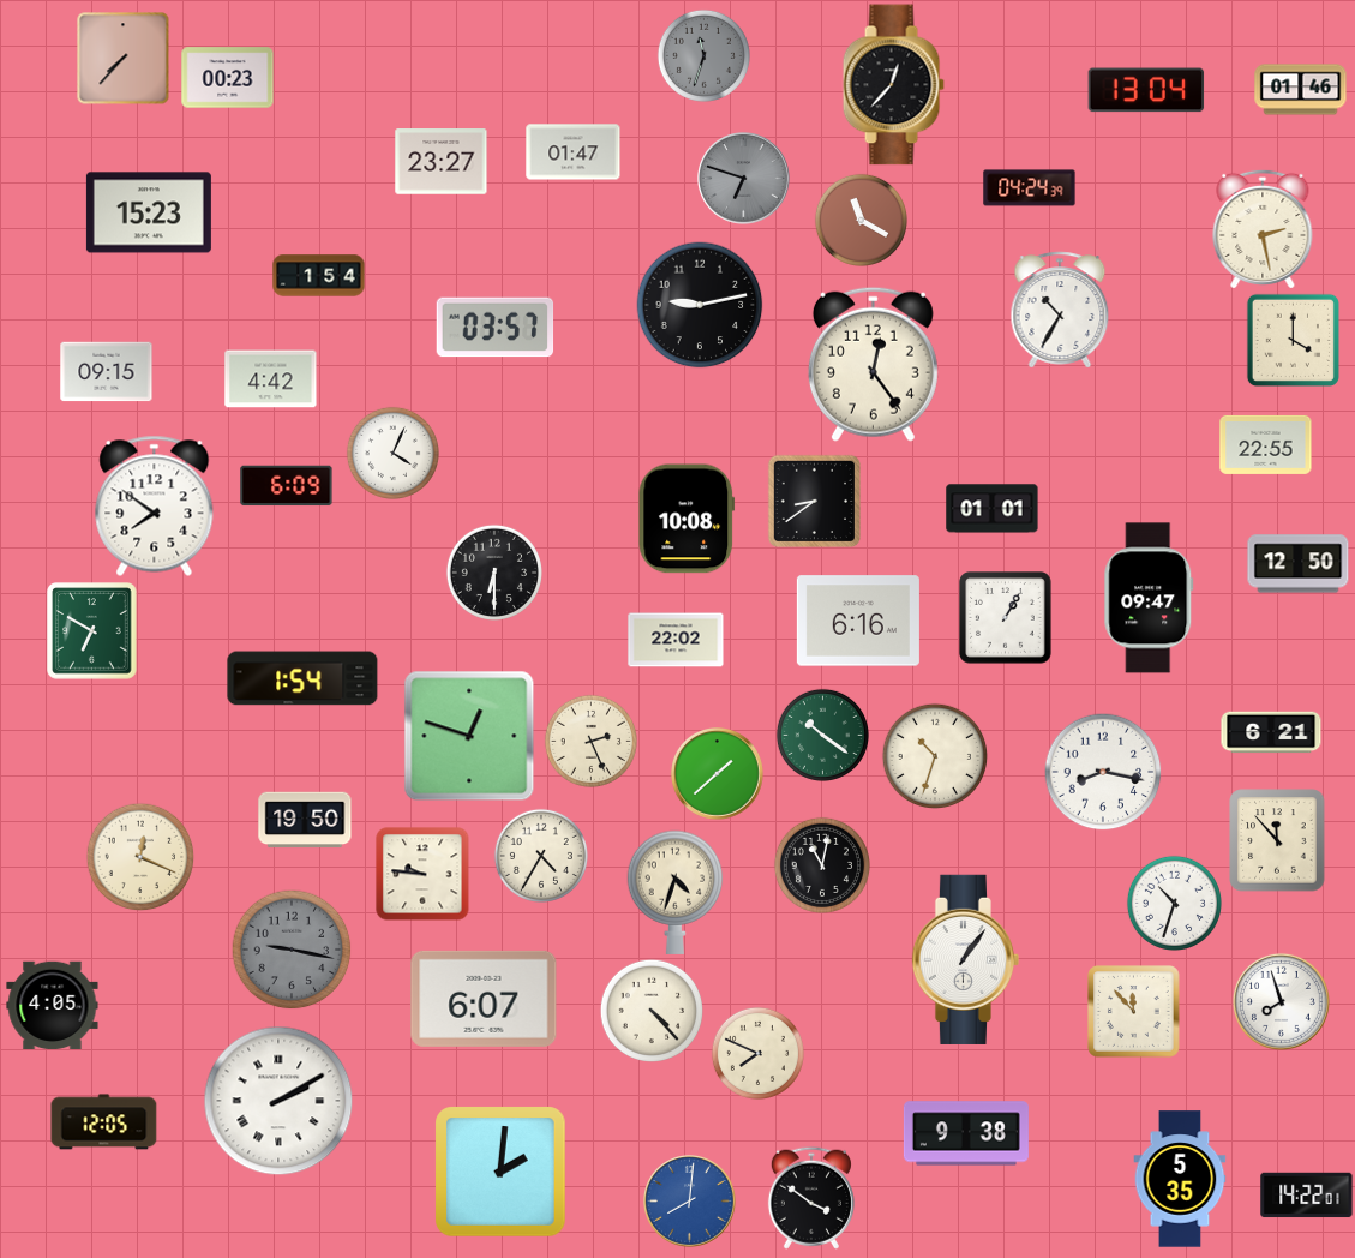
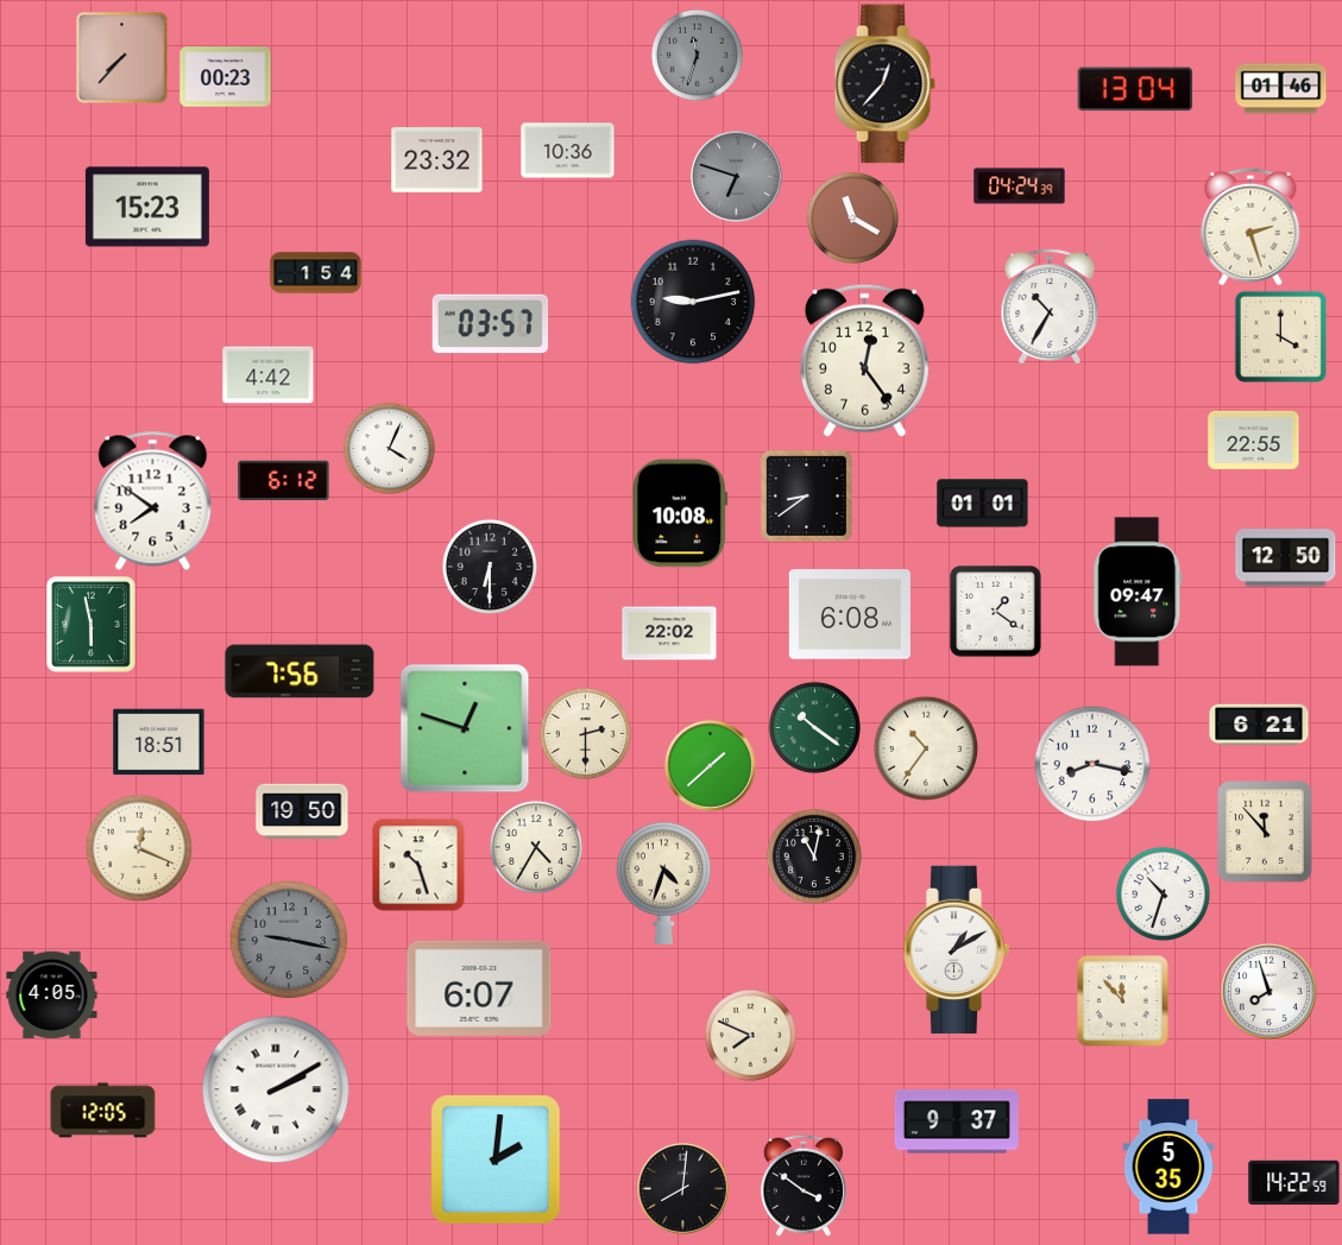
clock at (1301, 90) position: (1301, 90) -> (1281, 89)
clock at (574, 152): 01:47 -> 10:36
clock at (442, 162): 23:27 -> 23:32
clock at (149, 212) position: (149, 212) -> (147, 207)
clock at (1263, 228): 2:28 -> 2:27
clock at (107, 372): 09:15 -> none
clock at (287, 486): 6:09 -> 6:12
clock at (1006, 618): 1:05 -> 1:21
clock at (858, 621): 6:16 -> 6:08
clock at (92, 631): 6:50 -> 5:58
clock at (302, 678): 1:54 -> 7:56
clock at (590, 741): 2:26 -> 2:30
clock at (159, 742): none -> 18:51
clock at (934, 755): 10:33 -> 10:36
clock at (422, 874): 9:46 -> 10:27
clock at (676, 892) position: (676, 892) -> (664, 883)
clock at (965, 959): 1:06 -> 1:10
clock at (650, 1010): 4:23 -> none
clock at (757, 1053) position: (757, 1053) -> (750, 1035)
clock at (966, 1133): 9:38 -> 9:37
clock at (1307, 1196): 14:22:01 -> 14:22:59
clock at (690, 1202) dial: blue -> black
